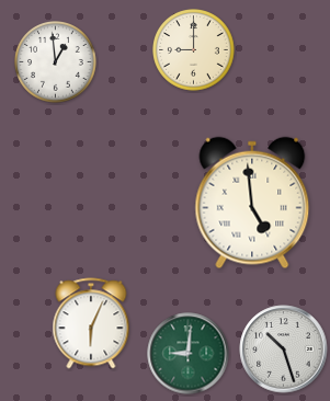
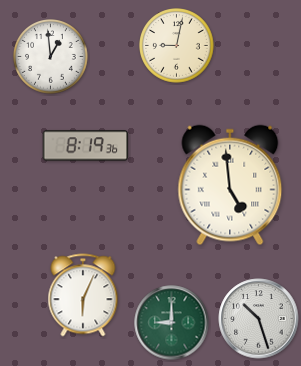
clock at (194, 50): 9:00 -> 9:02
clock at (86, 146): none -> 8:19
clock at (189, 354): 9:01 -> 9:00
